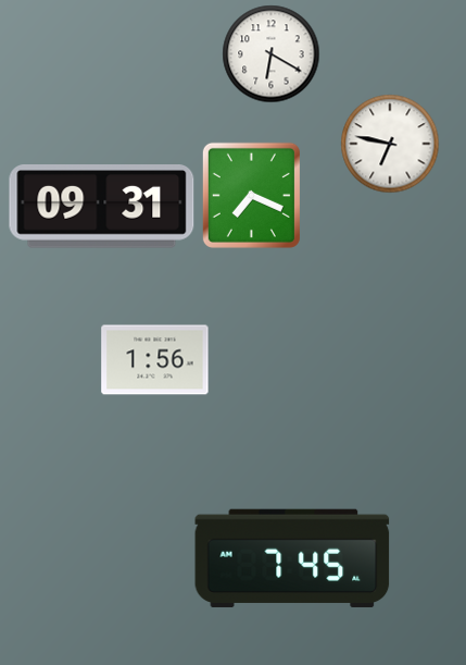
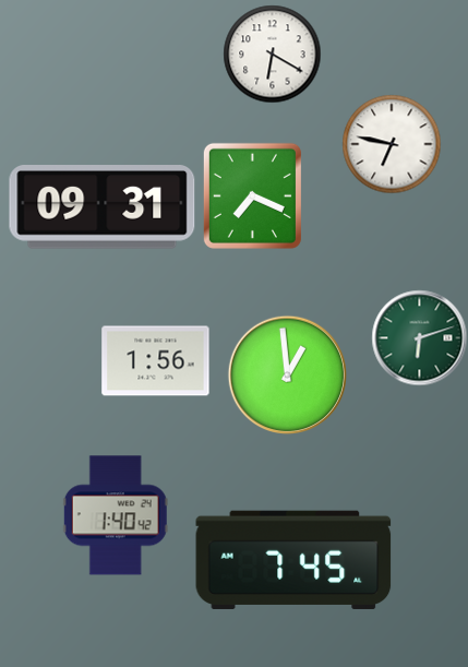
clock at (419, 337): none -> 6:12
clock at (287, 374): none -> 12:59
clock at (116, 515): none -> 1:40
